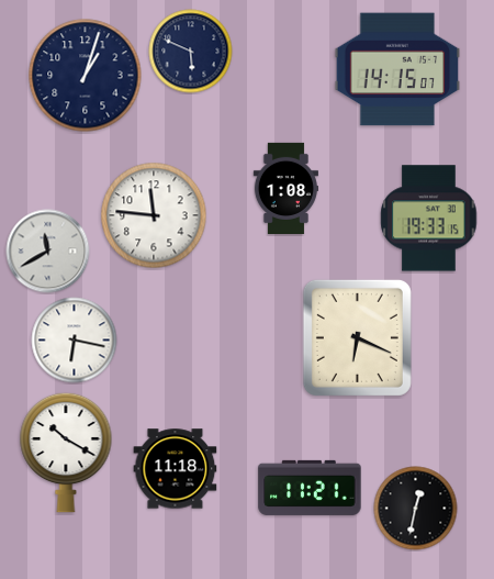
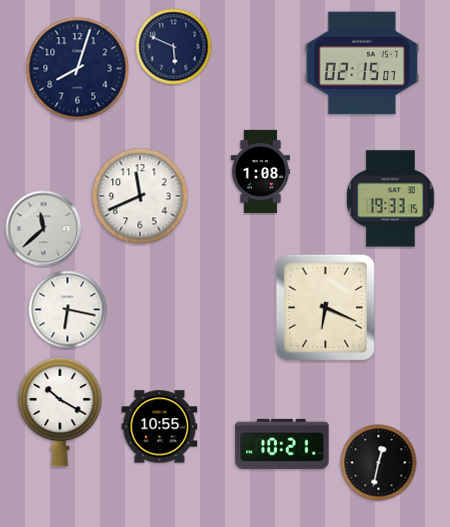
clock at (397, 69): 14:15 -> 02:15
clock at (86, 76): 1:03 -> 8:03
clock at (154, 215): 11:46 -> 11:41
clock at (48, 252): 11:40 -> 11:38
clock at (176, 469): 11:18 -> 10:55
clock at (310, 488): 11:21 -> 10:21
